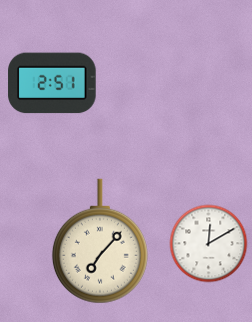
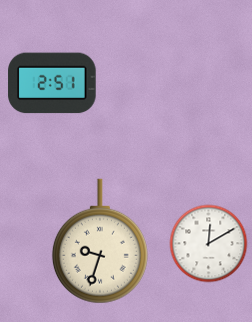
clock at (100, 241): 7:07 -> 9:33
